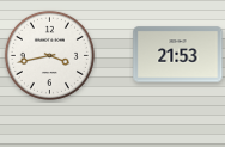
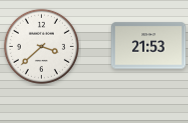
clock at (49, 55): 3:43 -> 3:38
